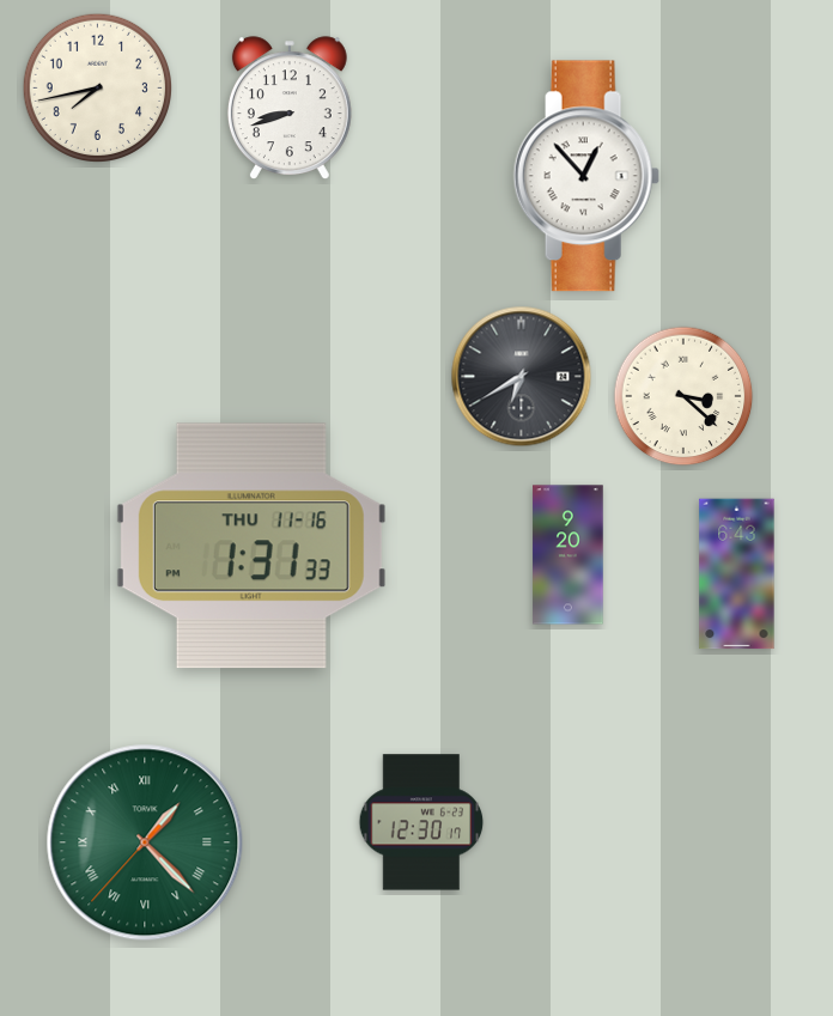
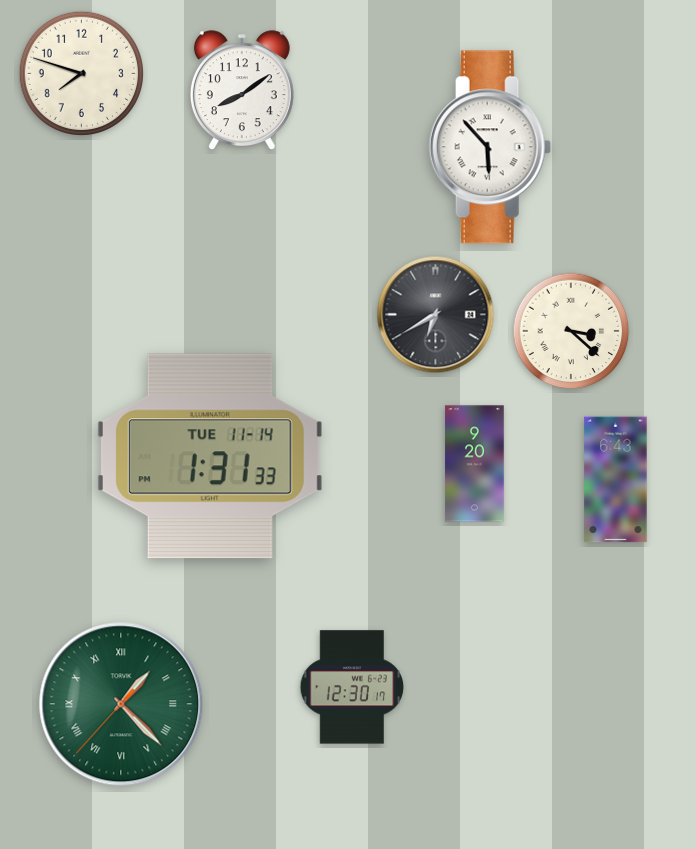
clock at (97, 87): 7:43 -> 7:48
clock at (290, 109): 8:42 -> 8:09
clock at (586, 176): 12:53 -> 5:53
clock at (251, 546) date: THU 11-16 -> TUE 11-14
